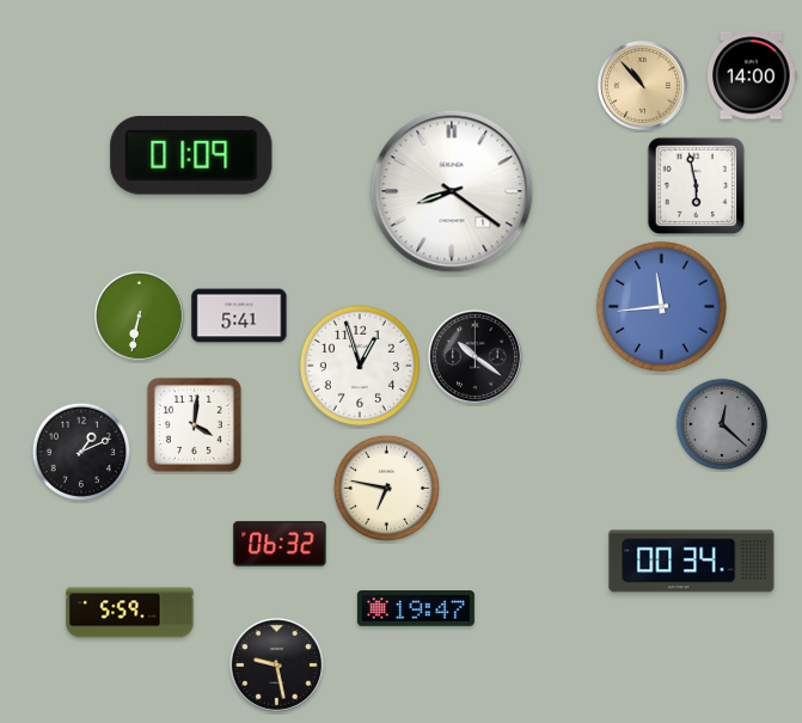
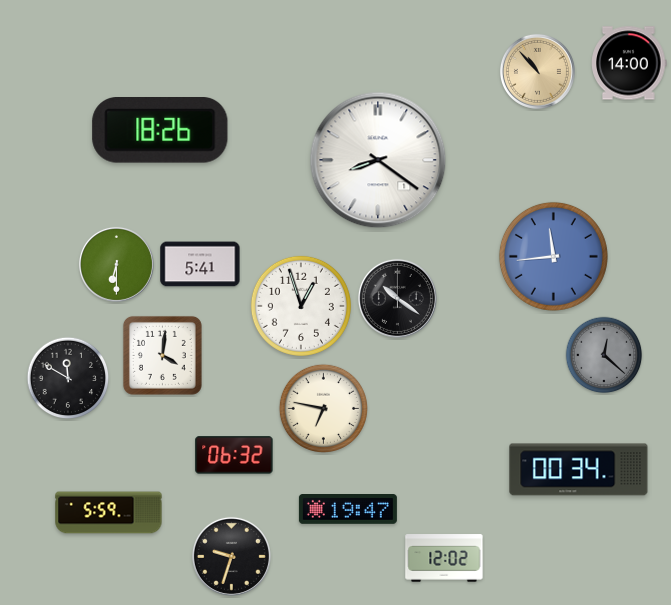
clock at (191, 157): 01:09 -> 18:26
clock at (697, 186): 5:58 -> none
clock at (139, 315): 6:32 -> 6:30
clock at (81, 452): 1:11 -> 11:50
clock at (276, 664): 9:28 -> 9:33
clock at (444, 558): none -> 12:02
